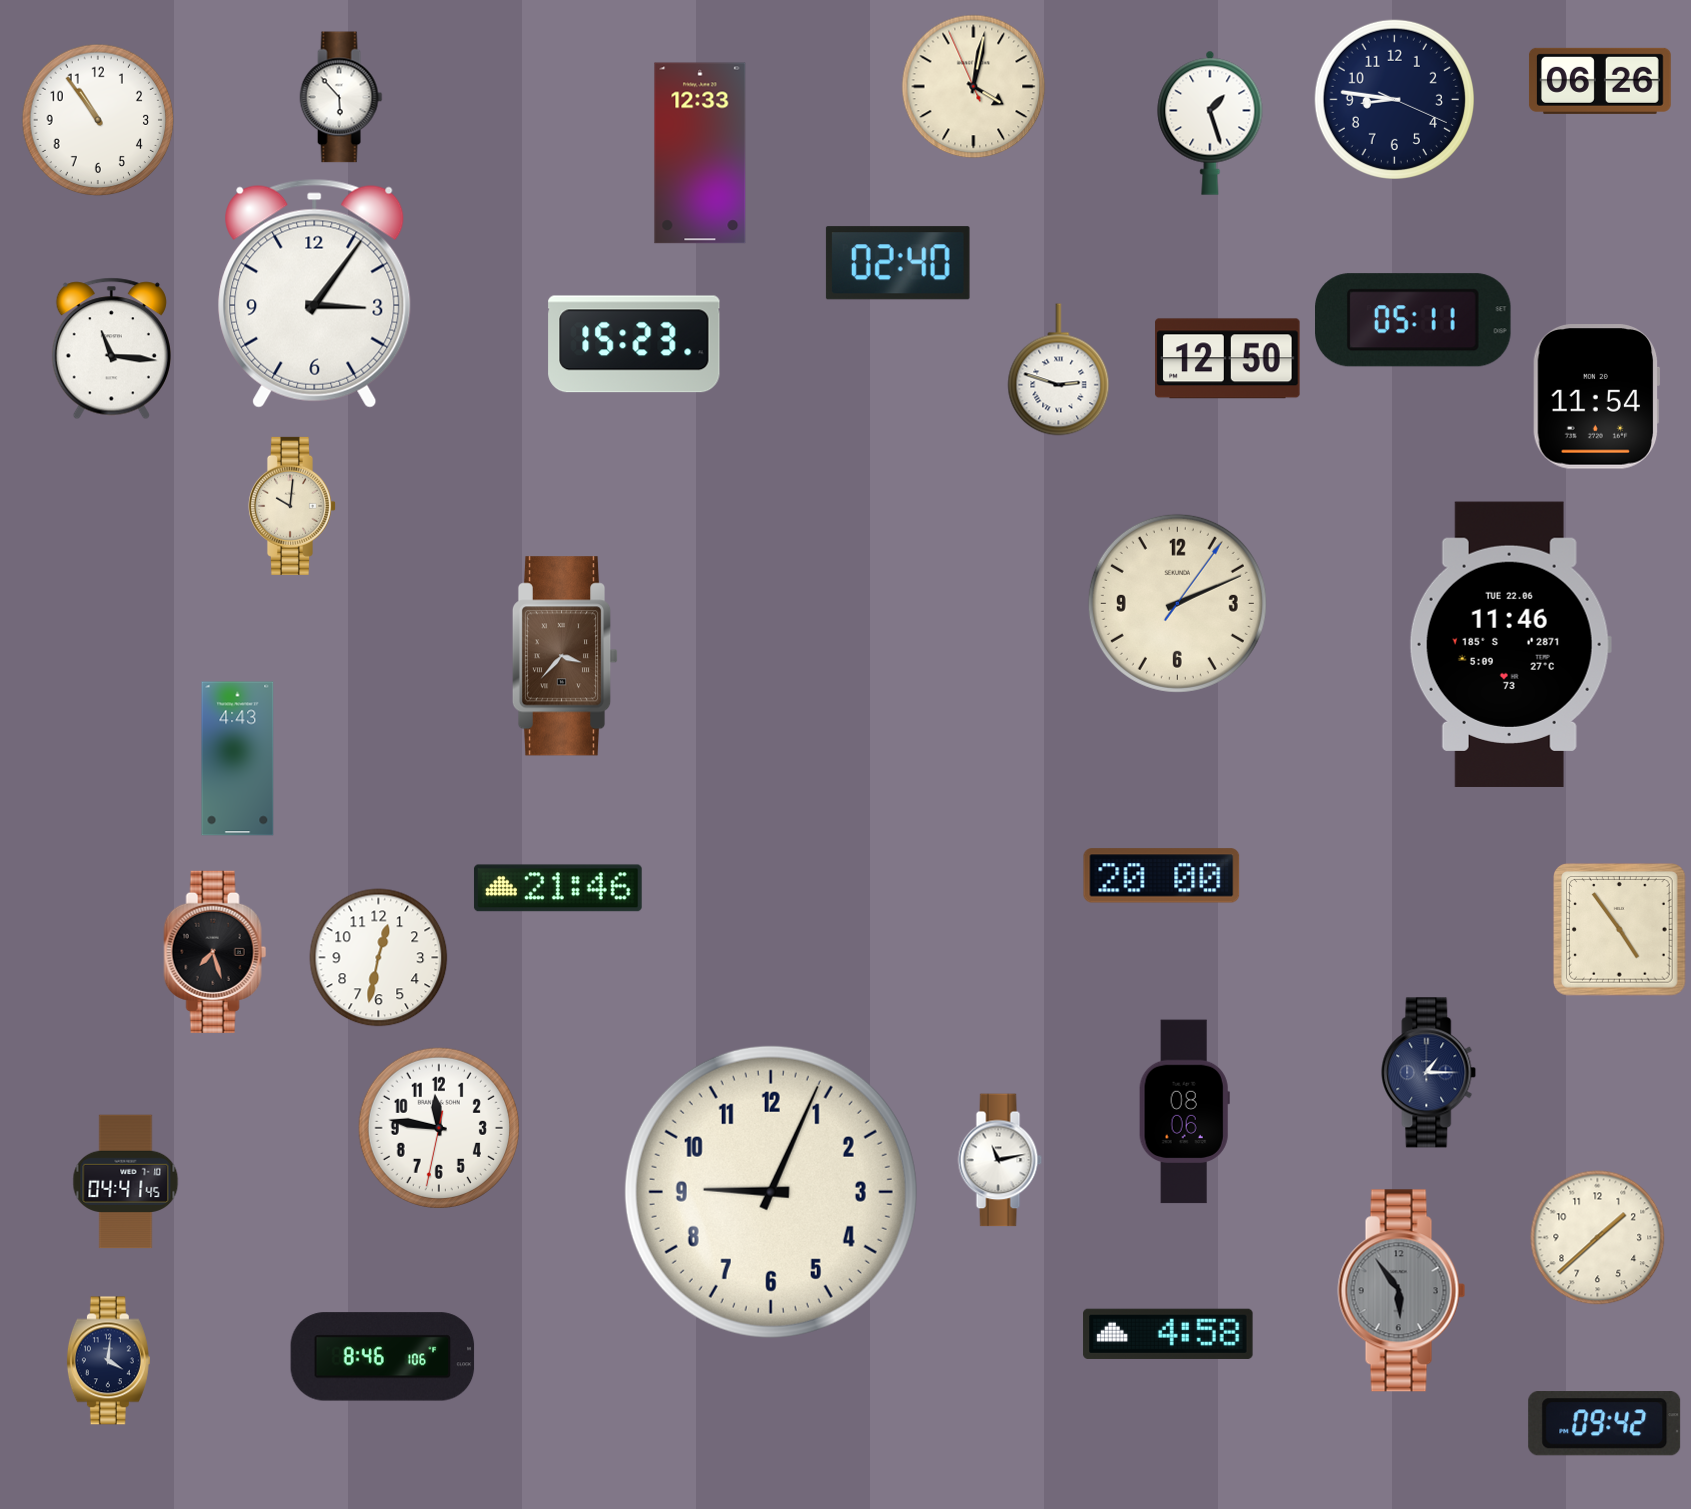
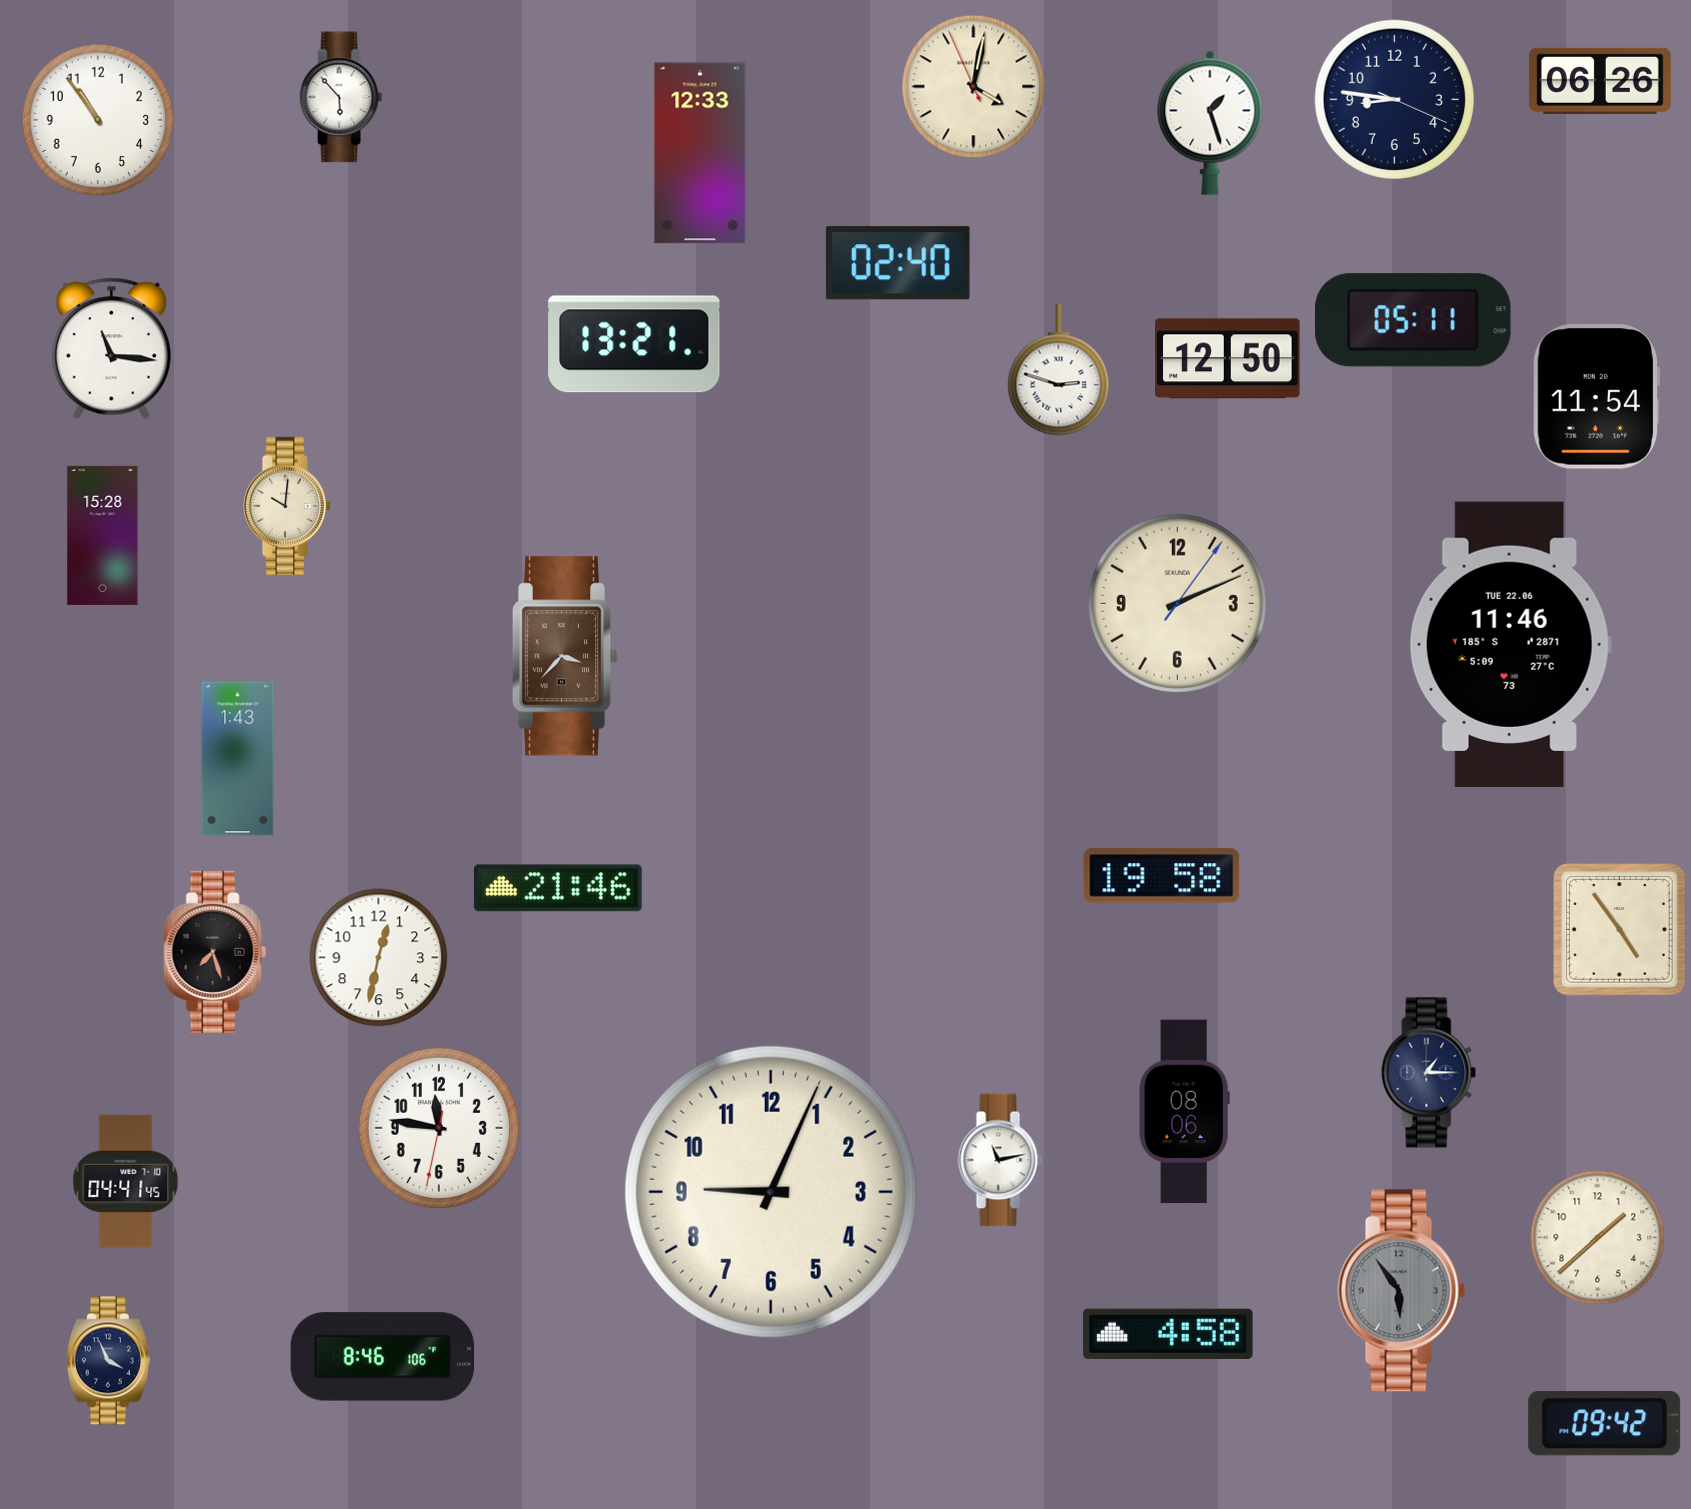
clock at (315, 293): 3:06 -> none
clock at (634, 344): 15:23 -> 13:21
clock at (291, 506) position: (291, 506) -> (286, 506)
clock at (103, 535): none -> 15:28
clock at (238, 759): 4:43 -> 1:43
clock at (1162, 876): 20:00 -> 19:58
clock at (108, 1361): 4:01 -> 3:56
